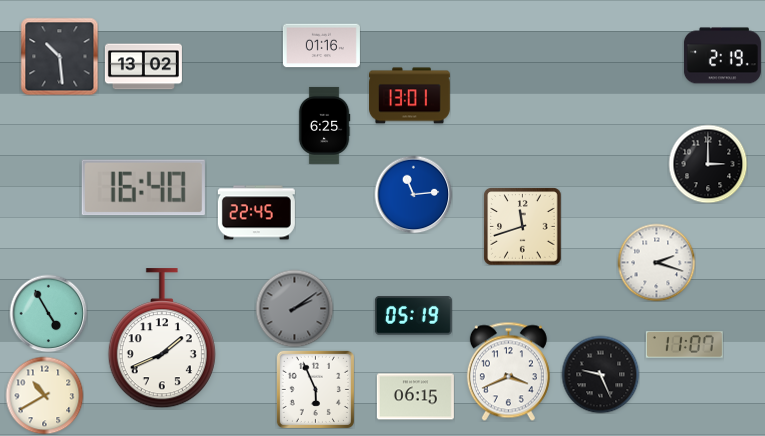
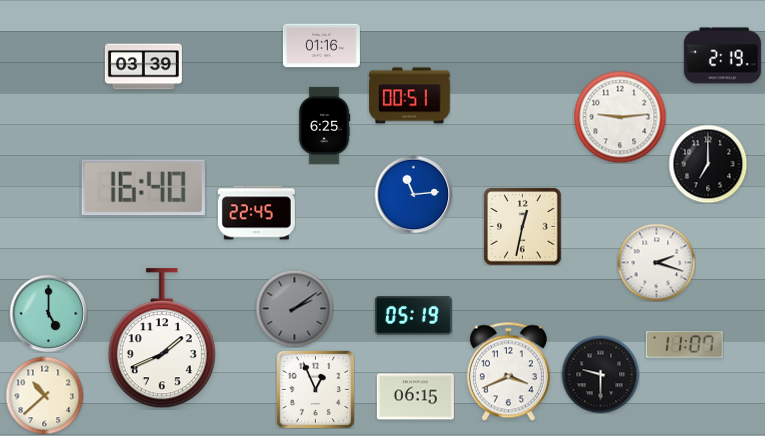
clock at (59, 56): 10:29 -> none
clock at (143, 67): 13:02 -> 03:39
clock at (410, 96): 13:01 -> 00:51
clock at (620, 117): none -> 9:14
clock at (708, 164): 3:00 -> 7:00
clock at (522, 226): 11:42 -> 12:32
clock at (48, 313): 4:55 -> 5:00
clock at (600, 374): 9:26 -> 9:30
clock at (315, 389): 5:56 -> 12:56
clock at (44, 395): 10:40 -> 10:38
